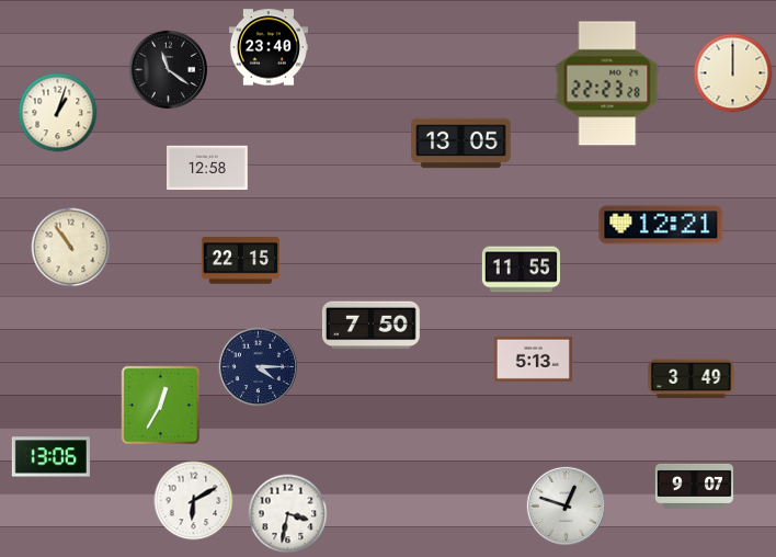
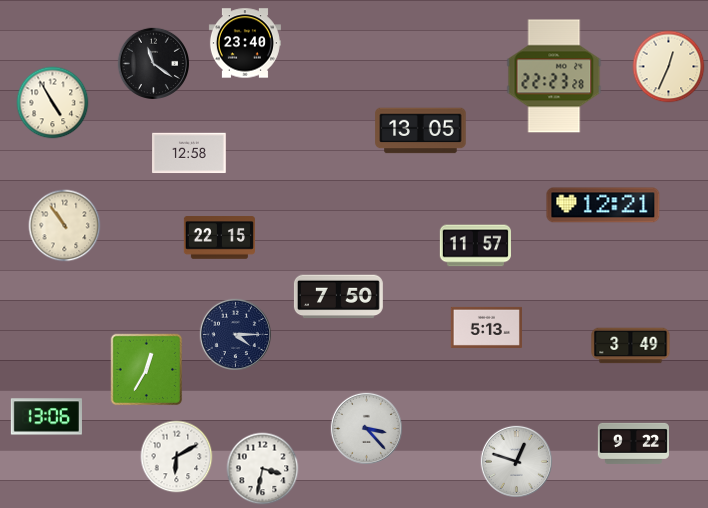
clock at (733, 73): 12:00 -> 12:34
clock at (58, 113): 1:03 -> 4:55
clock at (521, 270): 11:55 -> 11:57
clock at (366, 428): none -> 3:23
clock at (694, 486): 9:07 -> 9:22
